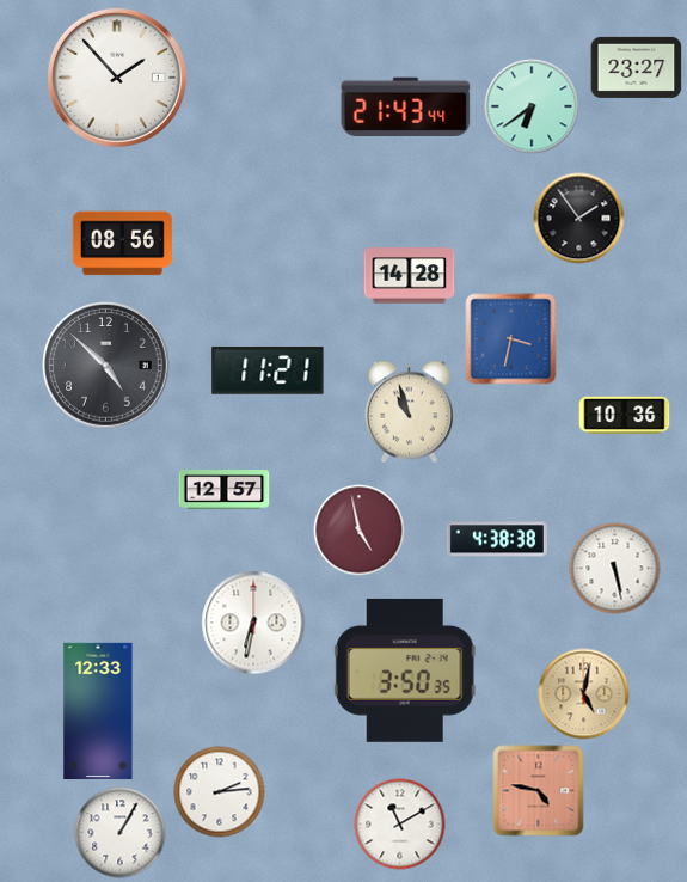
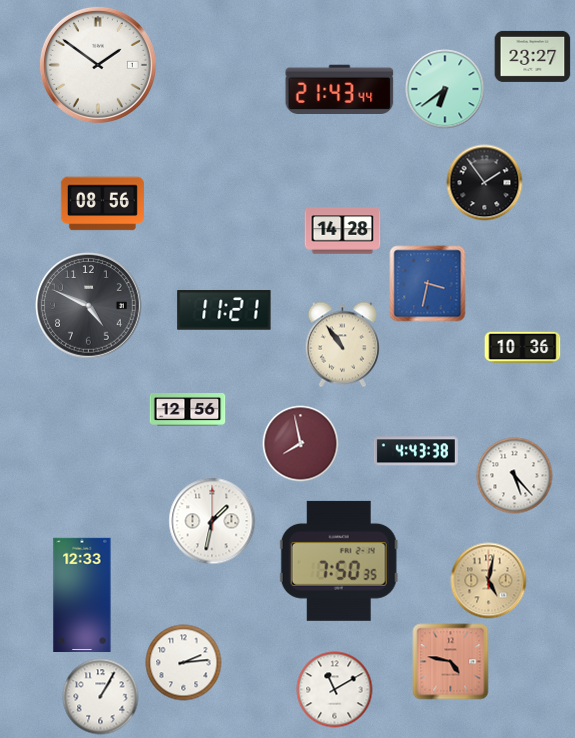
clock at (117, 78): 1:53 -> 1:51
clock at (106, 366): 4:52 -> 4:49
clock at (409, 412): 10:57 -> 10:54
clock at (225, 490): 12:57 -> 12:56
clock at (360, 531): 4:58 -> 7:58
clock at (497, 539): 4:38 -> 4:43
clock at (615, 569): 5:28 -> 5:23
clock at (253, 623): 6:32 -> 1:32
clock at (405, 670): 3:50 -> 7:50
